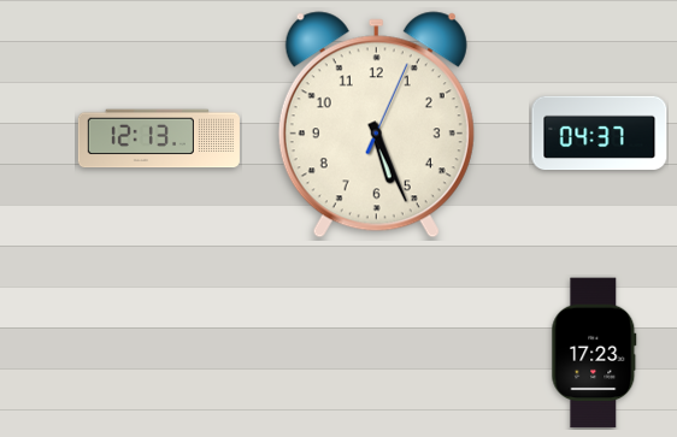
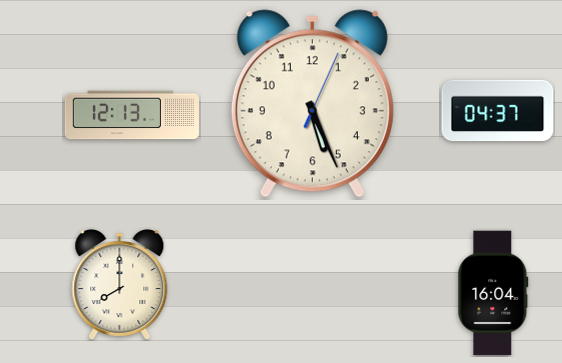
clock at (120, 285): none -> 8:00
clock at (594, 353): 17:23 -> 16:04
